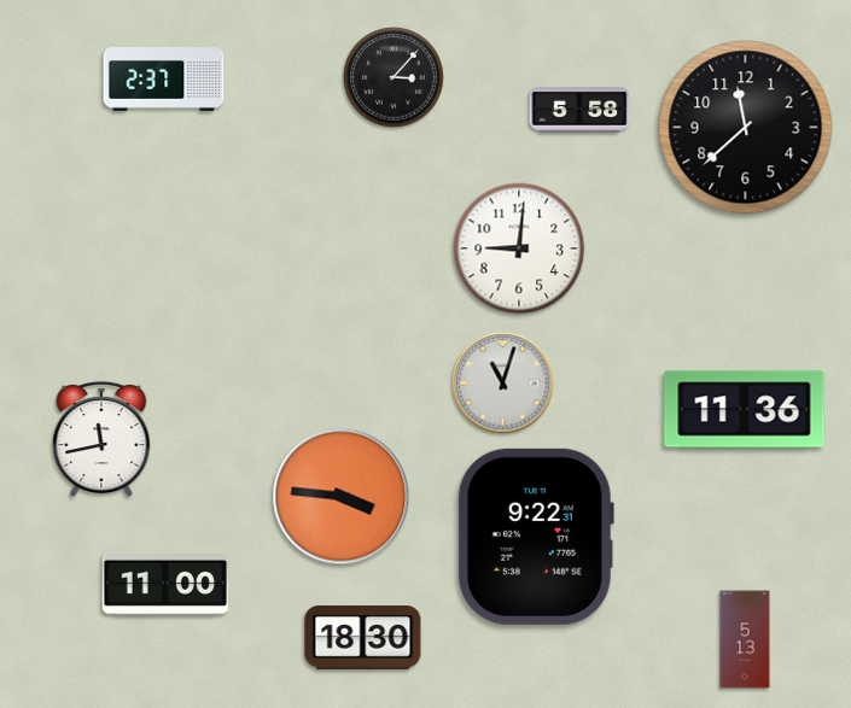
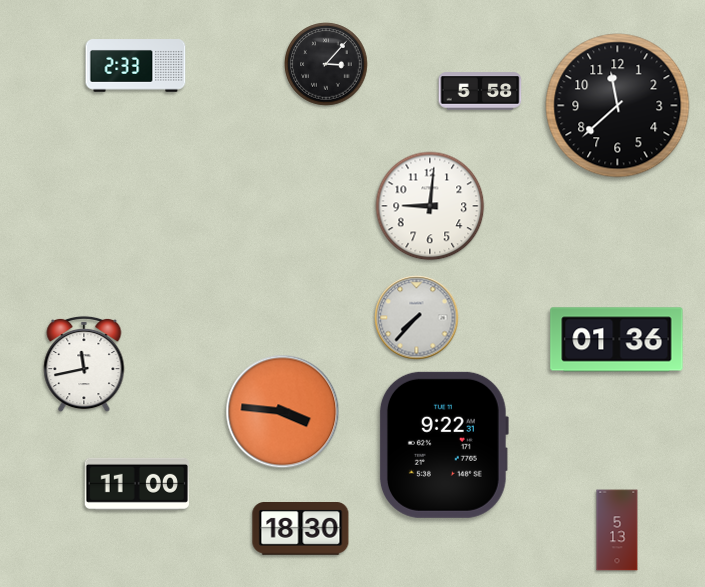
clock at (164, 80): 2:37 -> 2:33
clock at (503, 384): 11:03 -> 7:37
clock at (745, 410): 11:36 -> 01:36
